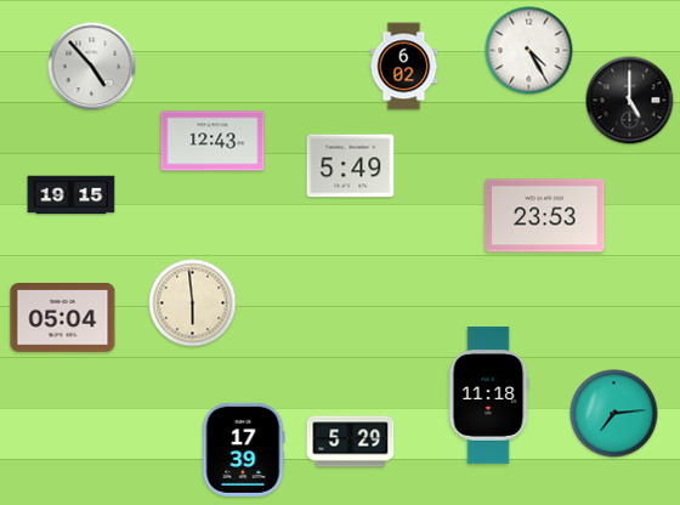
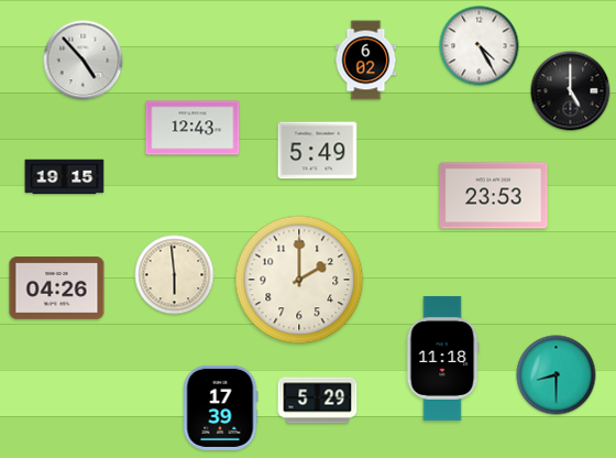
clock at (299, 280): none -> 2:00
clock at (63, 318): 05:04 -> 04:26
clock at (614, 414): 7:14 -> 8:30
